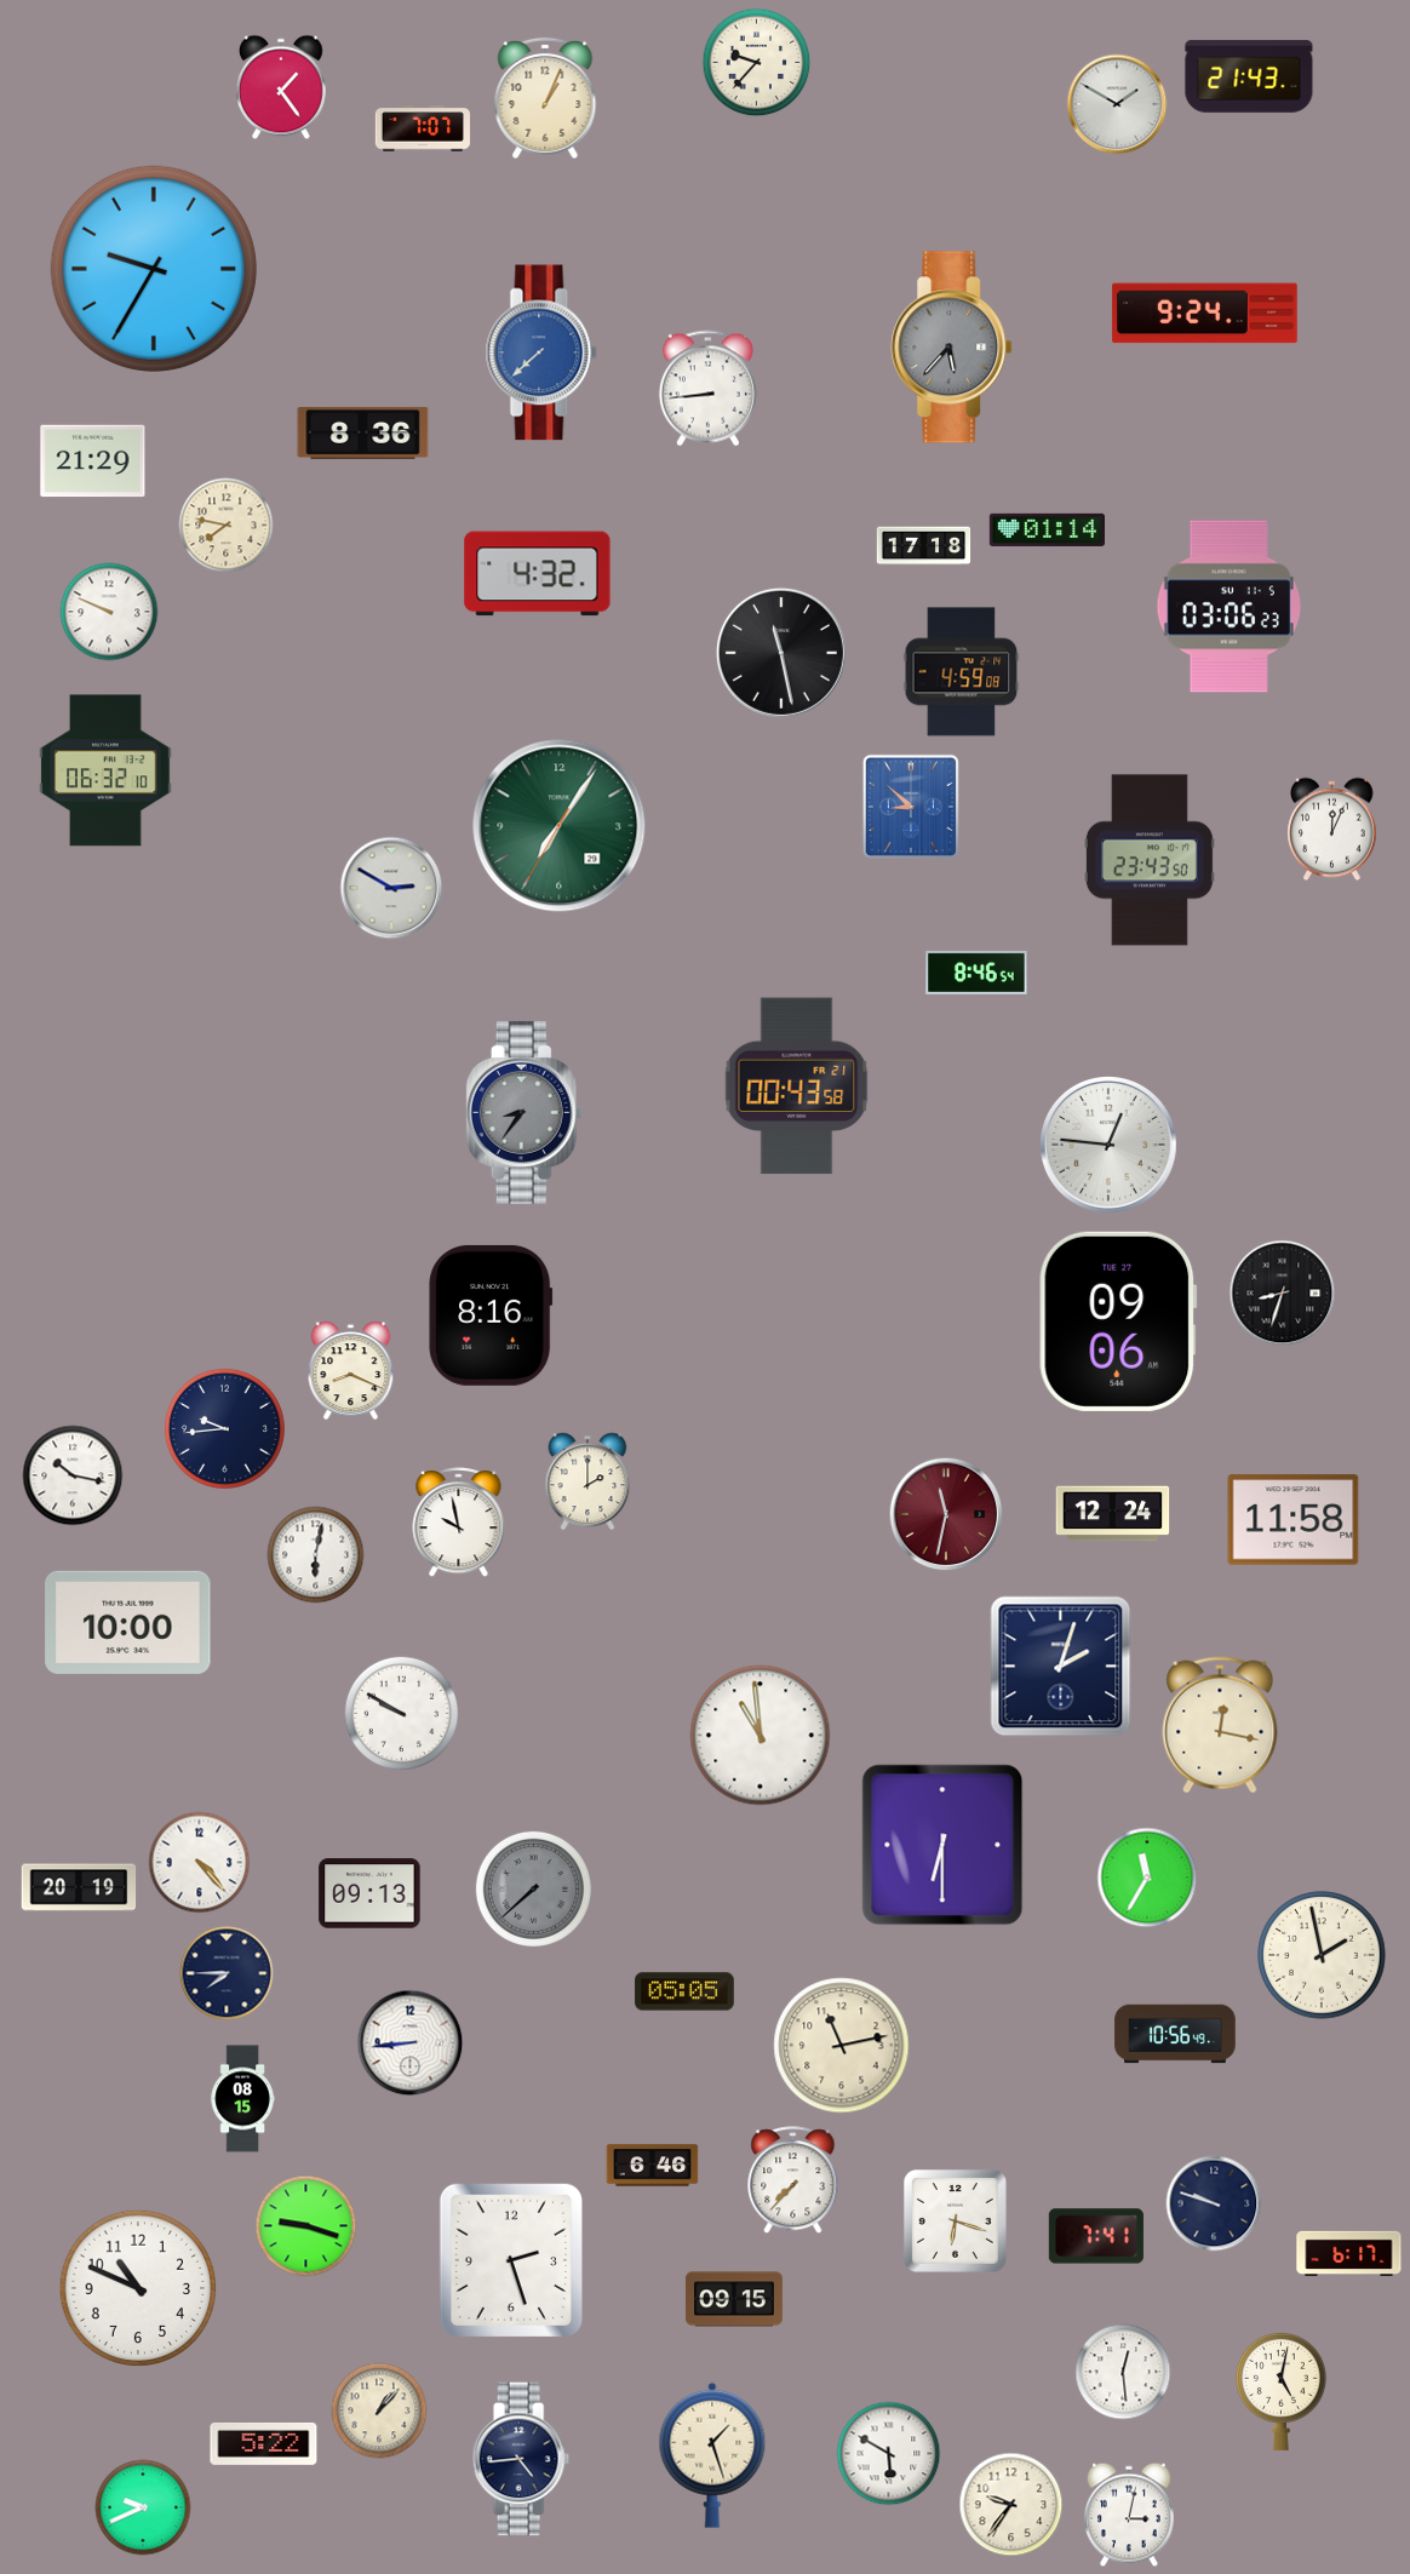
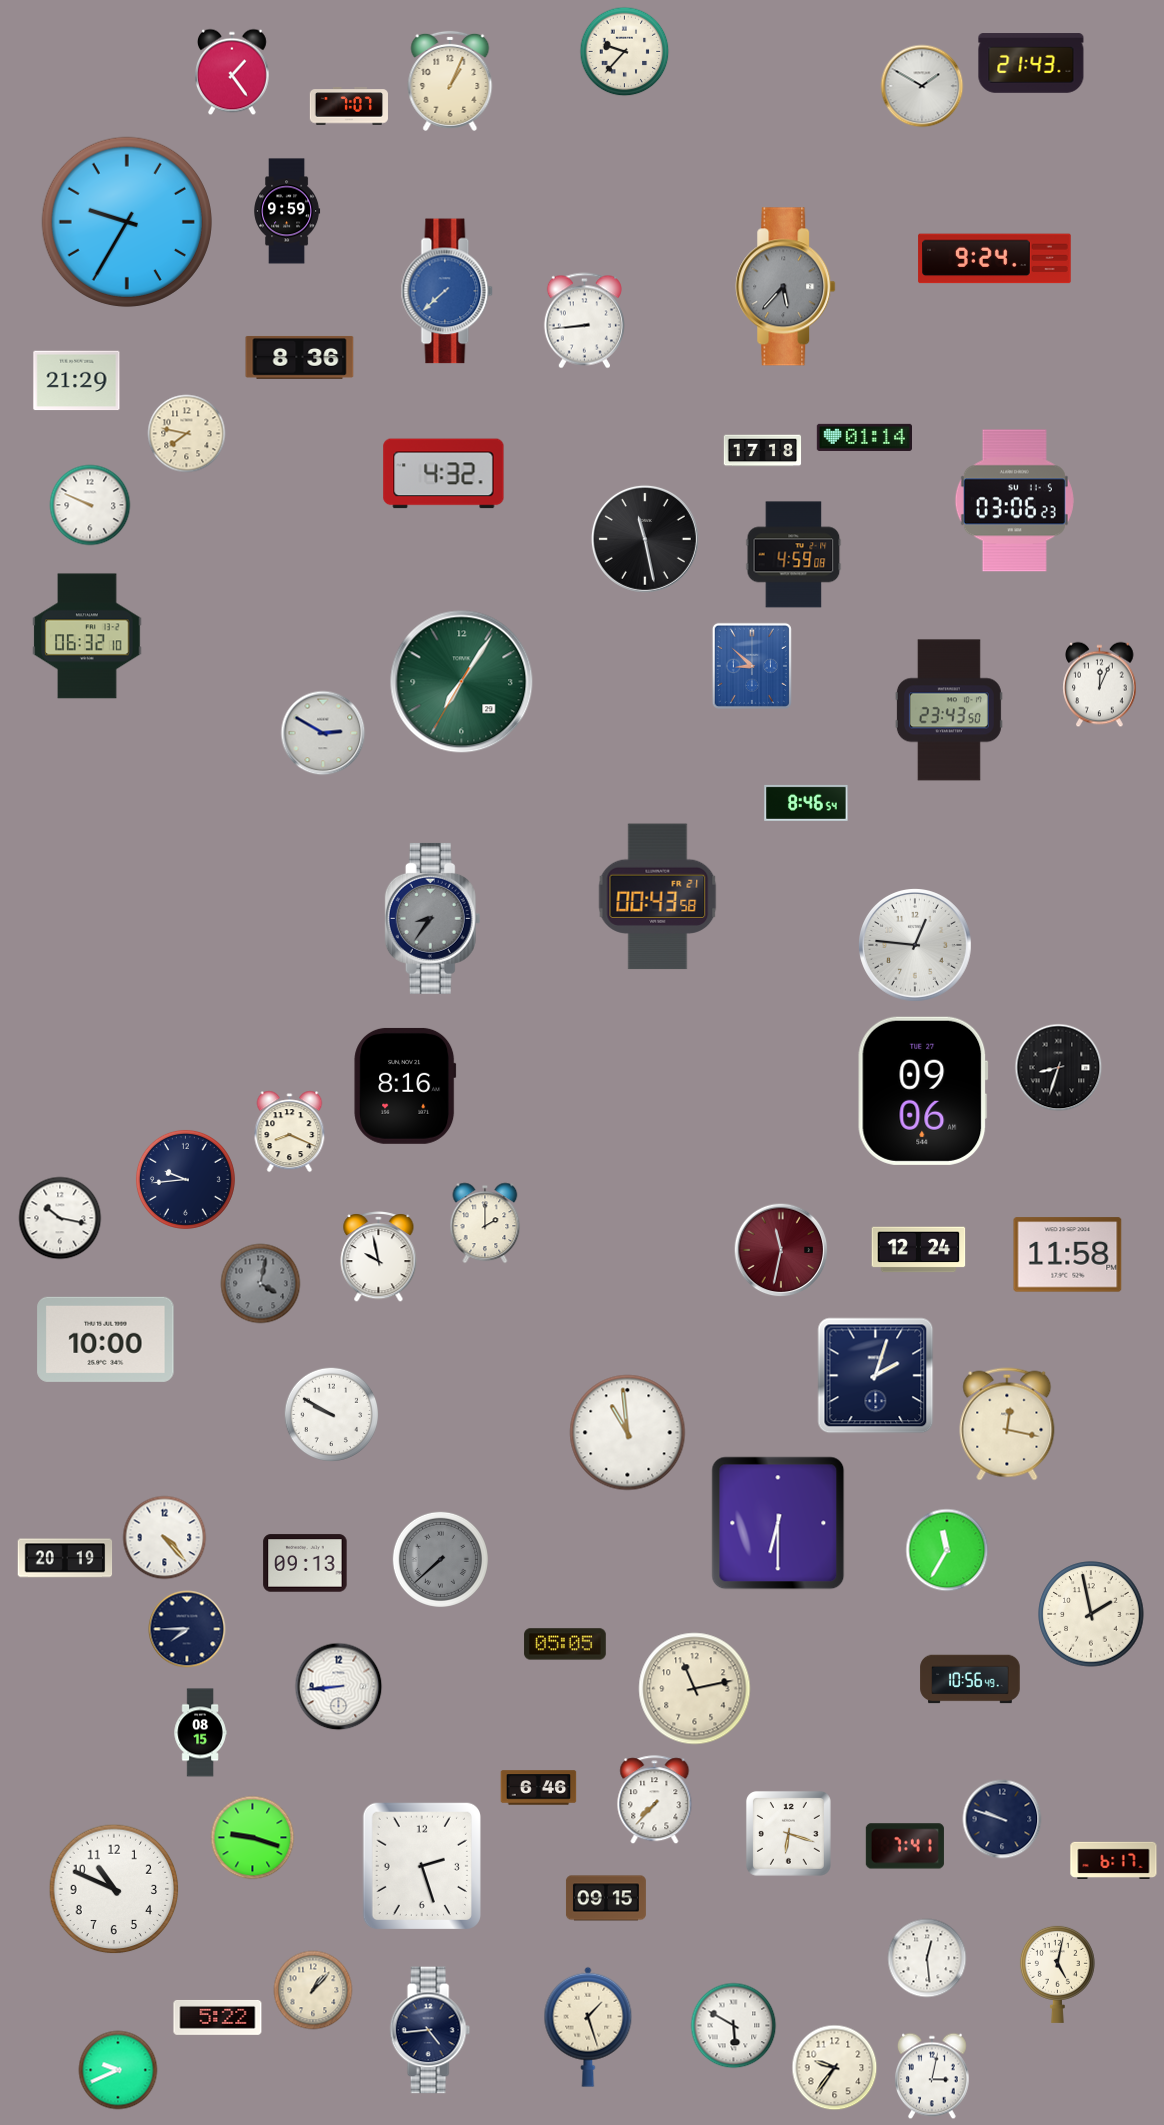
clock at (287, 211): none -> 9:59
clock at (316, 1555): 6:02 -> 4:02
clock at (316, 1555) dial: white -> grey
